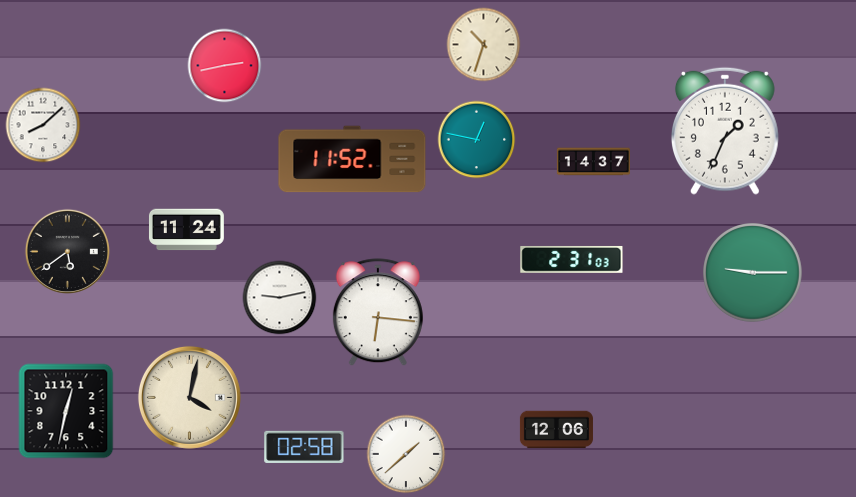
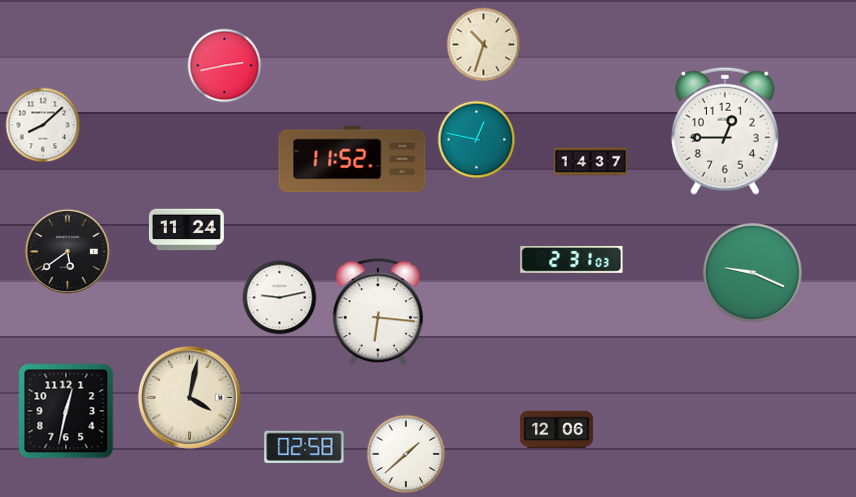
clock at (725, 131): 1:34 -> 12:45
clock at (593, 162) position: (593, 162) -> (590, 162)
clock at (753, 273): 9:15 -> 9:19
